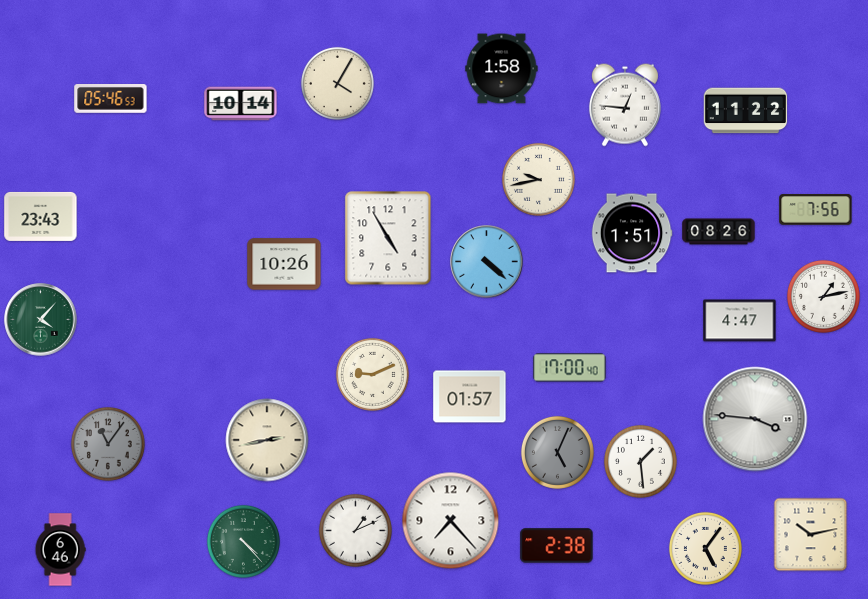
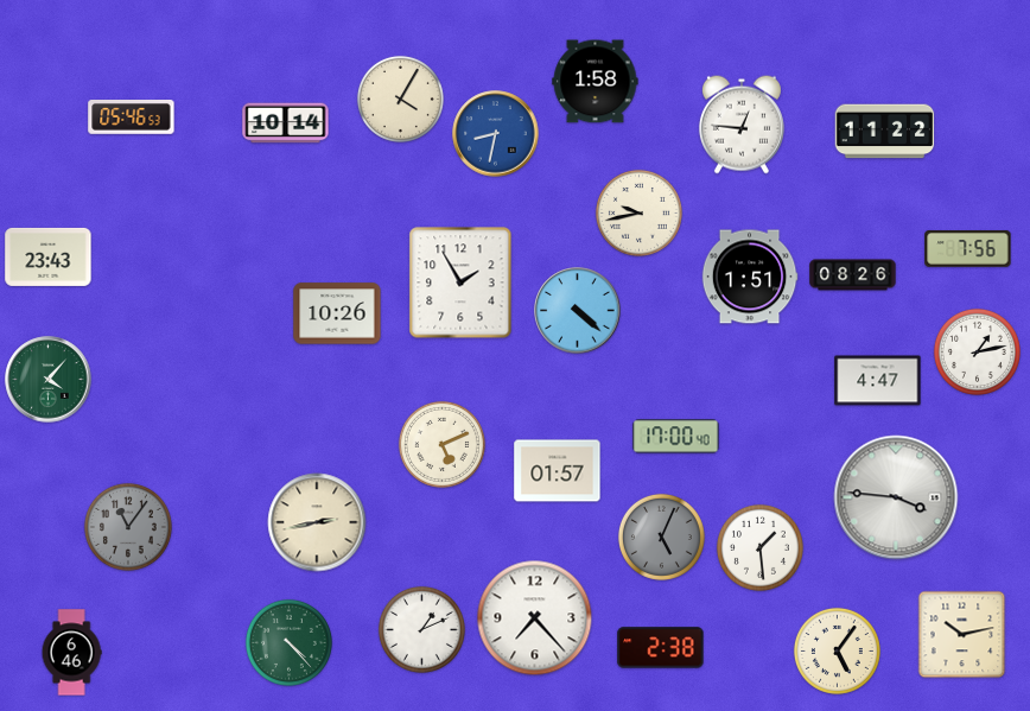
clock at (496, 134): none -> 8:32
clock at (388, 238): 4:55 -> 1:55
clock at (372, 374): 9:11 -> 5:11
